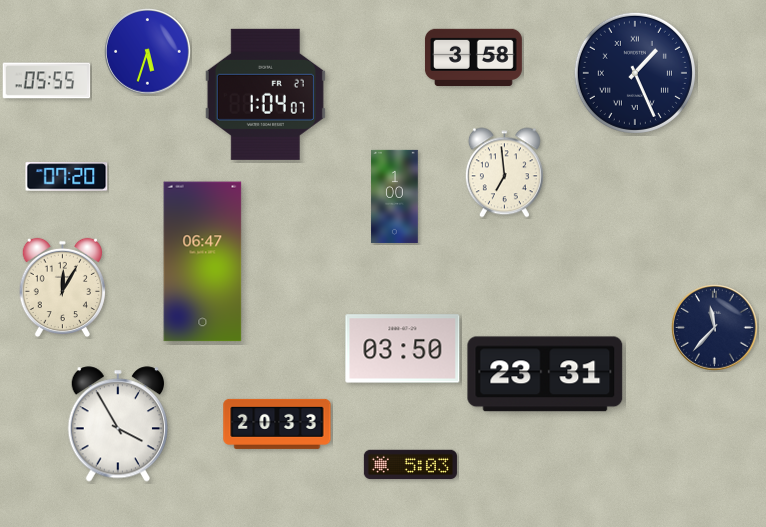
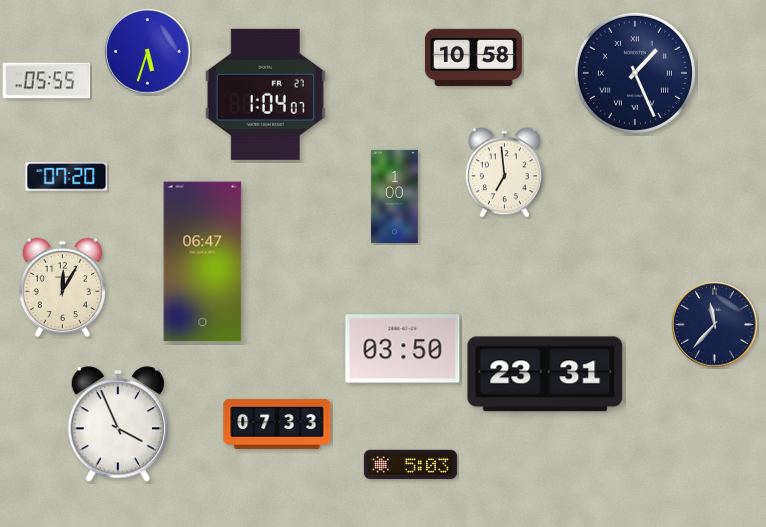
clock at (473, 57): 3:58 -> 10:58
clock at (715, 328) position: (715, 328) -> (715, 325)
clock at (117, 424): 3:55 -> 3:56
clock at (277, 424): 20:33 -> 07:33
